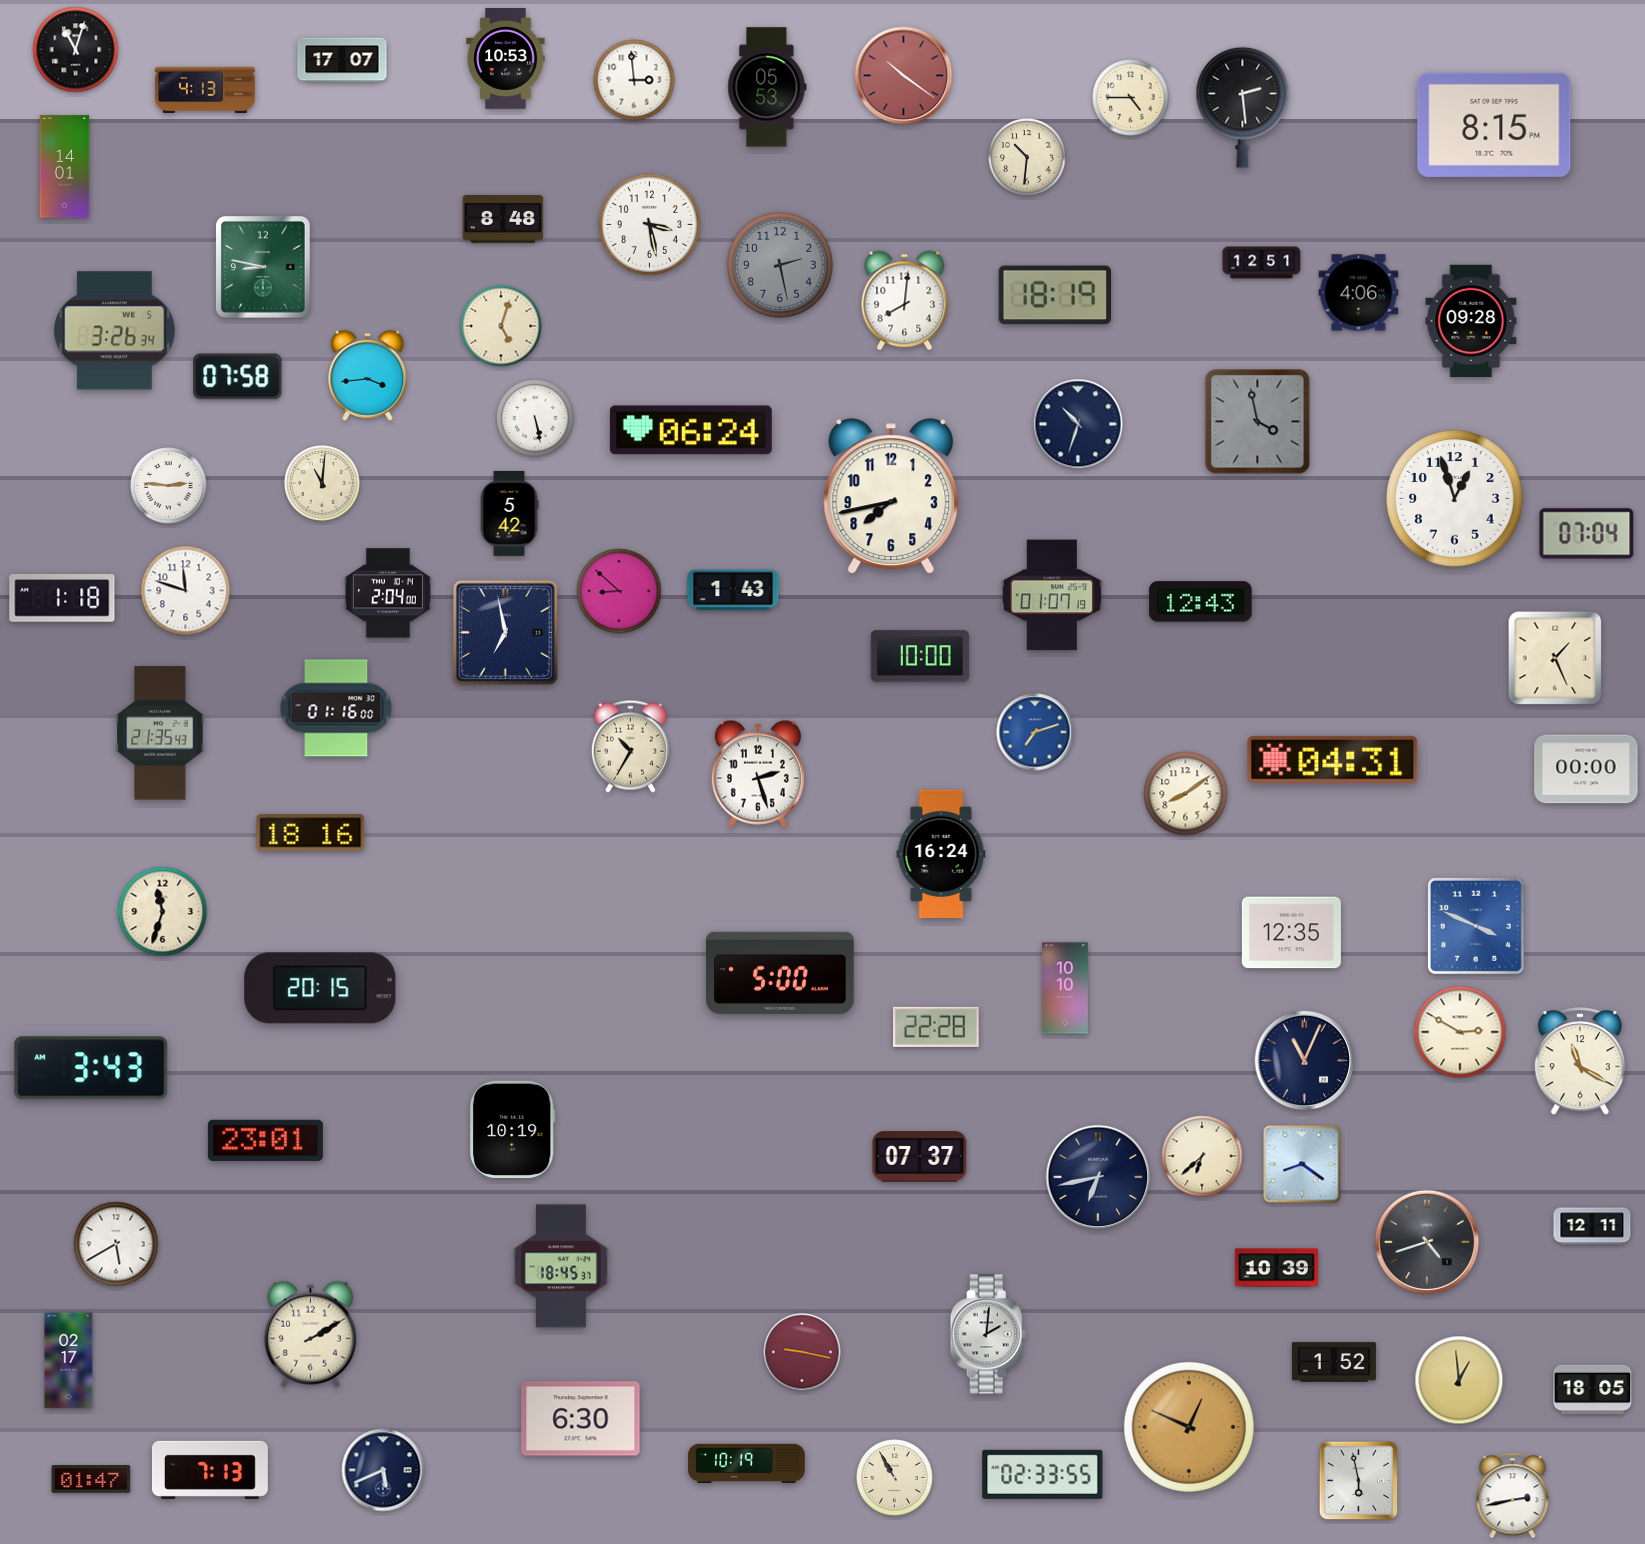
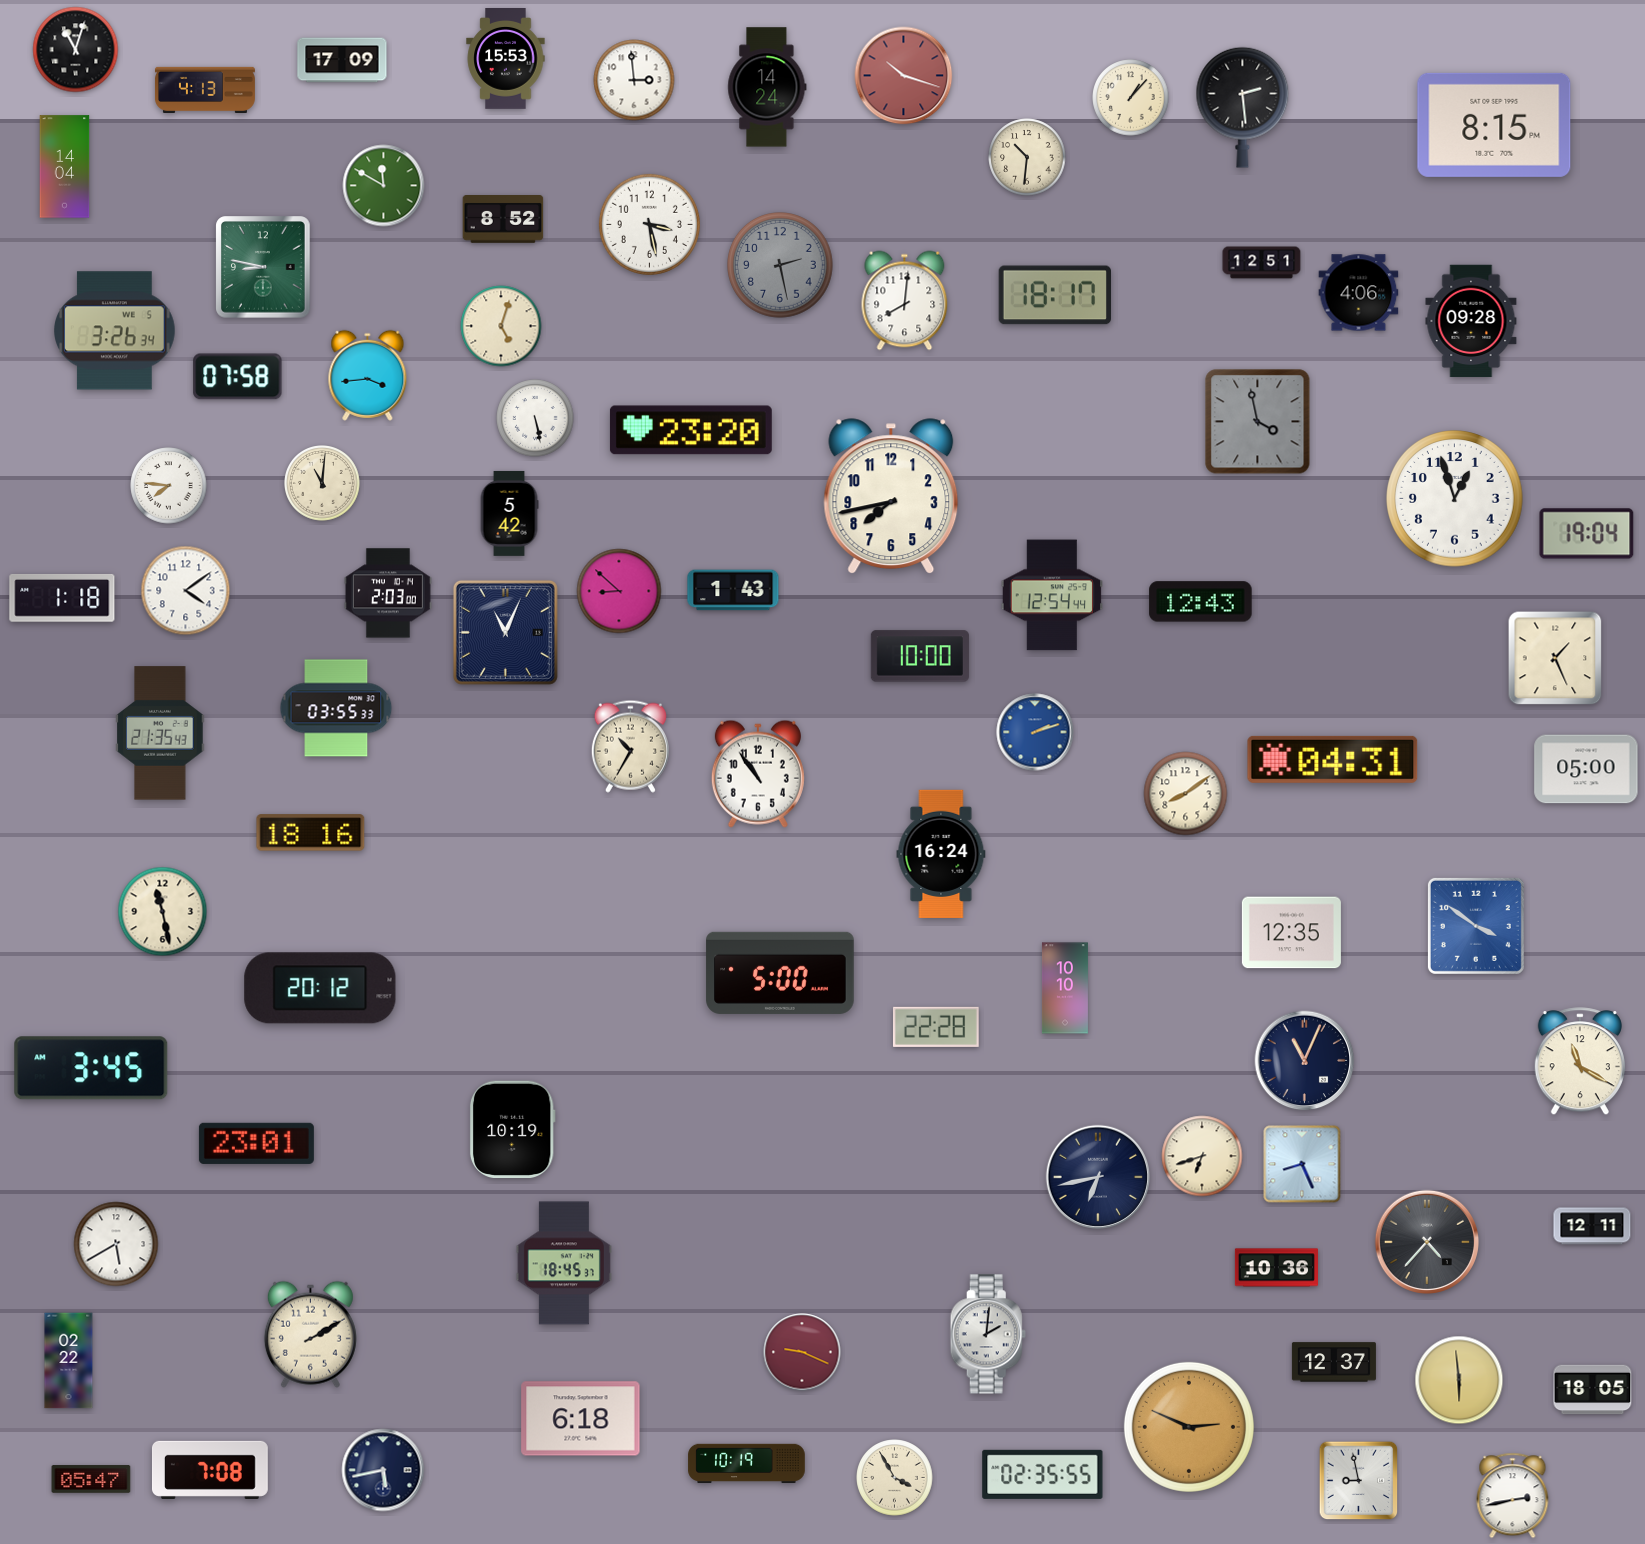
clock at (506, 59): 10:53 -> 15:53
clock at (342, 60): 17:07 -> 17:09
clock at (904, 76): 10:21 -> 10:18
clock at (767, 87): 05:53 -> 14:24
clock at (1131, 98): 4:45 -> 1:07
clock at (65, 167): 14:01 -> 14:04
clock at (384, 186): none -> 11:50
clock at (503, 220): 8:48 -> 8:52
clock at (1054, 295): 18:19 -> 18:17
clock at (1078, 424): 10:33 -> none
clock at (691, 430): 06:24 -> 23:20
clock at (169, 486): 2:46 -> 7:46
clock at (1587, 534): 07:04 -> 19:04
clock at (186, 591): 11:48 -> 4:09
clock at (388, 593): 2:04 -> 2:03
clock at (1052, 595): 01:07 -> 12:54
clock at (505, 632): 6:58 -> 11:04
clock at (336, 708): 01:16 -> 03:55
clock at (1035, 732): 7:12 -> 2:12
clock at (1586, 769): 00:00 -> 05:00
clock at (758, 774): 2:27 -> 10:54
clock at (163, 912): 11:33 -> 11:28
clock at (1476, 926): 3:49 -> 3:51
clock at (320, 988): 20:15 -> 20:12
clock at (1460, 1032): 2:50 -> none
clock at (91, 1068): 3:43 -> 3:45
clock at (265, 1140) position: (265, 1140) -> (256, 1143)
clock at (1202, 1156): 6:38 -> 6:42
clock at (920, 1157): 07:37 -> none
clock at (1302, 1164): 8:21 -> 8:26
clock at (1426, 1241): 4:42 -> 4:37
clock at (561, 1266) position: (561, 1266) -> (564, 1263)
clock at (1276, 1268): 10:39 -> 10:36
clock at (802, 1352): 9:17 -> 9:19
clock at (69, 1361): 02:17 -> 02:22
clock at (1334, 1362): 1:52 -> 12:37
clock at (1459, 1380): 12:59 -> 5:59
clock at (581, 1419): 6:30 -> 6:18
clock at (1189, 1427): 12:49 -> 2:49
clock at (210, 1470): 7:13 -> 7:08
clock at (383, 1470): 5:41 -> 5:43
clock at (1043, 1474): 02:33 -> 02:35
clock at (895, 1478): 10:55 -> 3:55
clock at (91, 1479): 01:47 -> 05:47
clock at (1359, 1481): 5:58 -> 8:58
